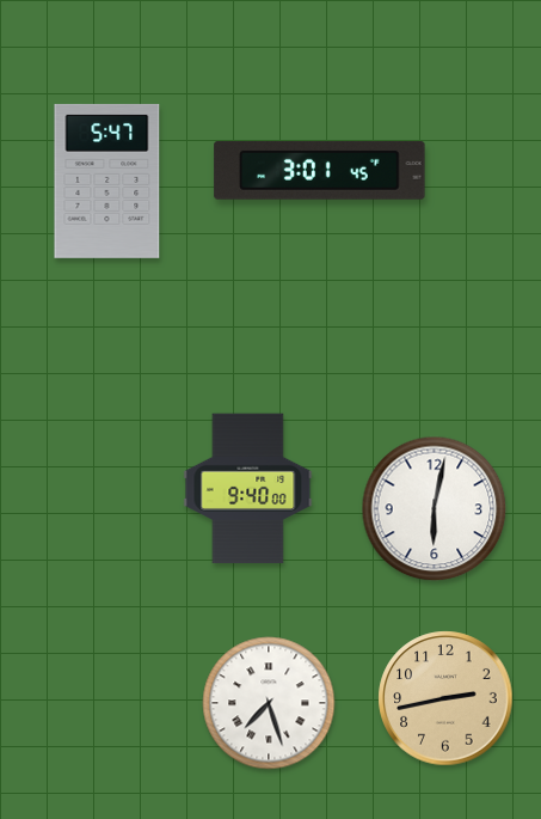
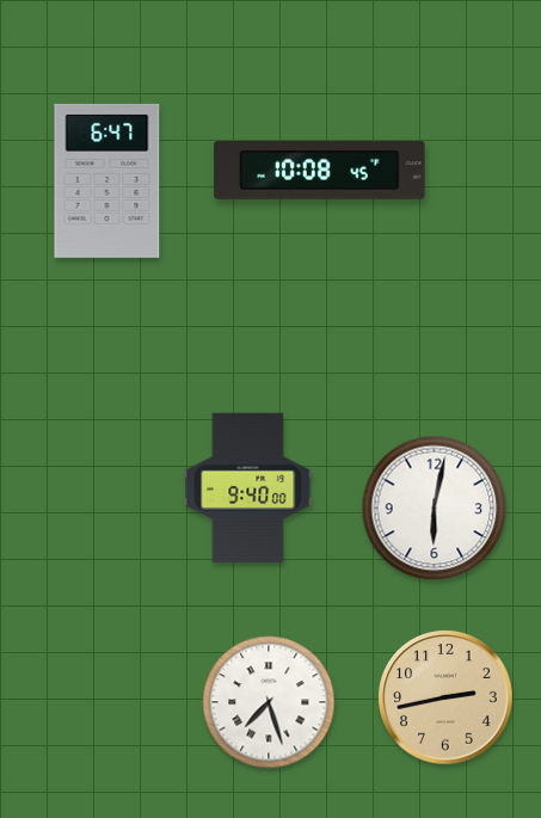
clock at (320, 170): 3:01 -> 10:08
clock at (107, 181): 5:47 -> 6:47
